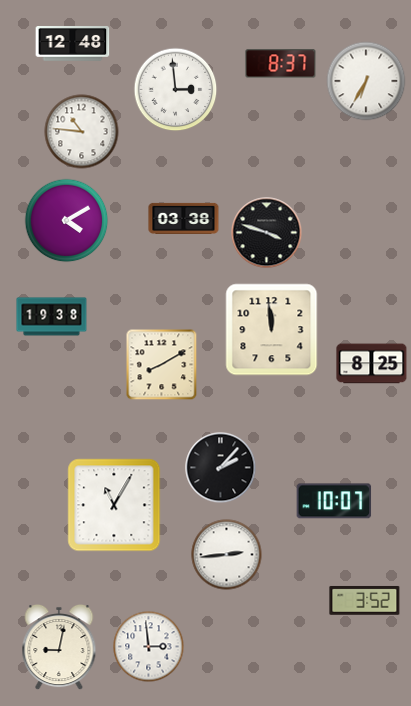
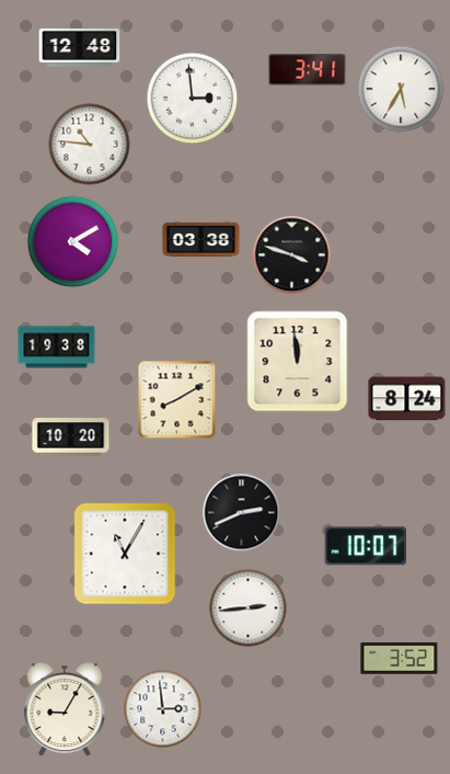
clock at (281, 64): 8:37 -> 3:41
clock at (366, 81): 6:35 -> 5:35
clock at (372, 364): 8:25 -> 8:24
clock at (71, 437): none -> 10:20
clock at (221, 468): 2:07 -> 2:41
clock at (334, 501) position: (334, 501) -> (366, 546)
clock at (59, 647): 9:02 -> 9:05
